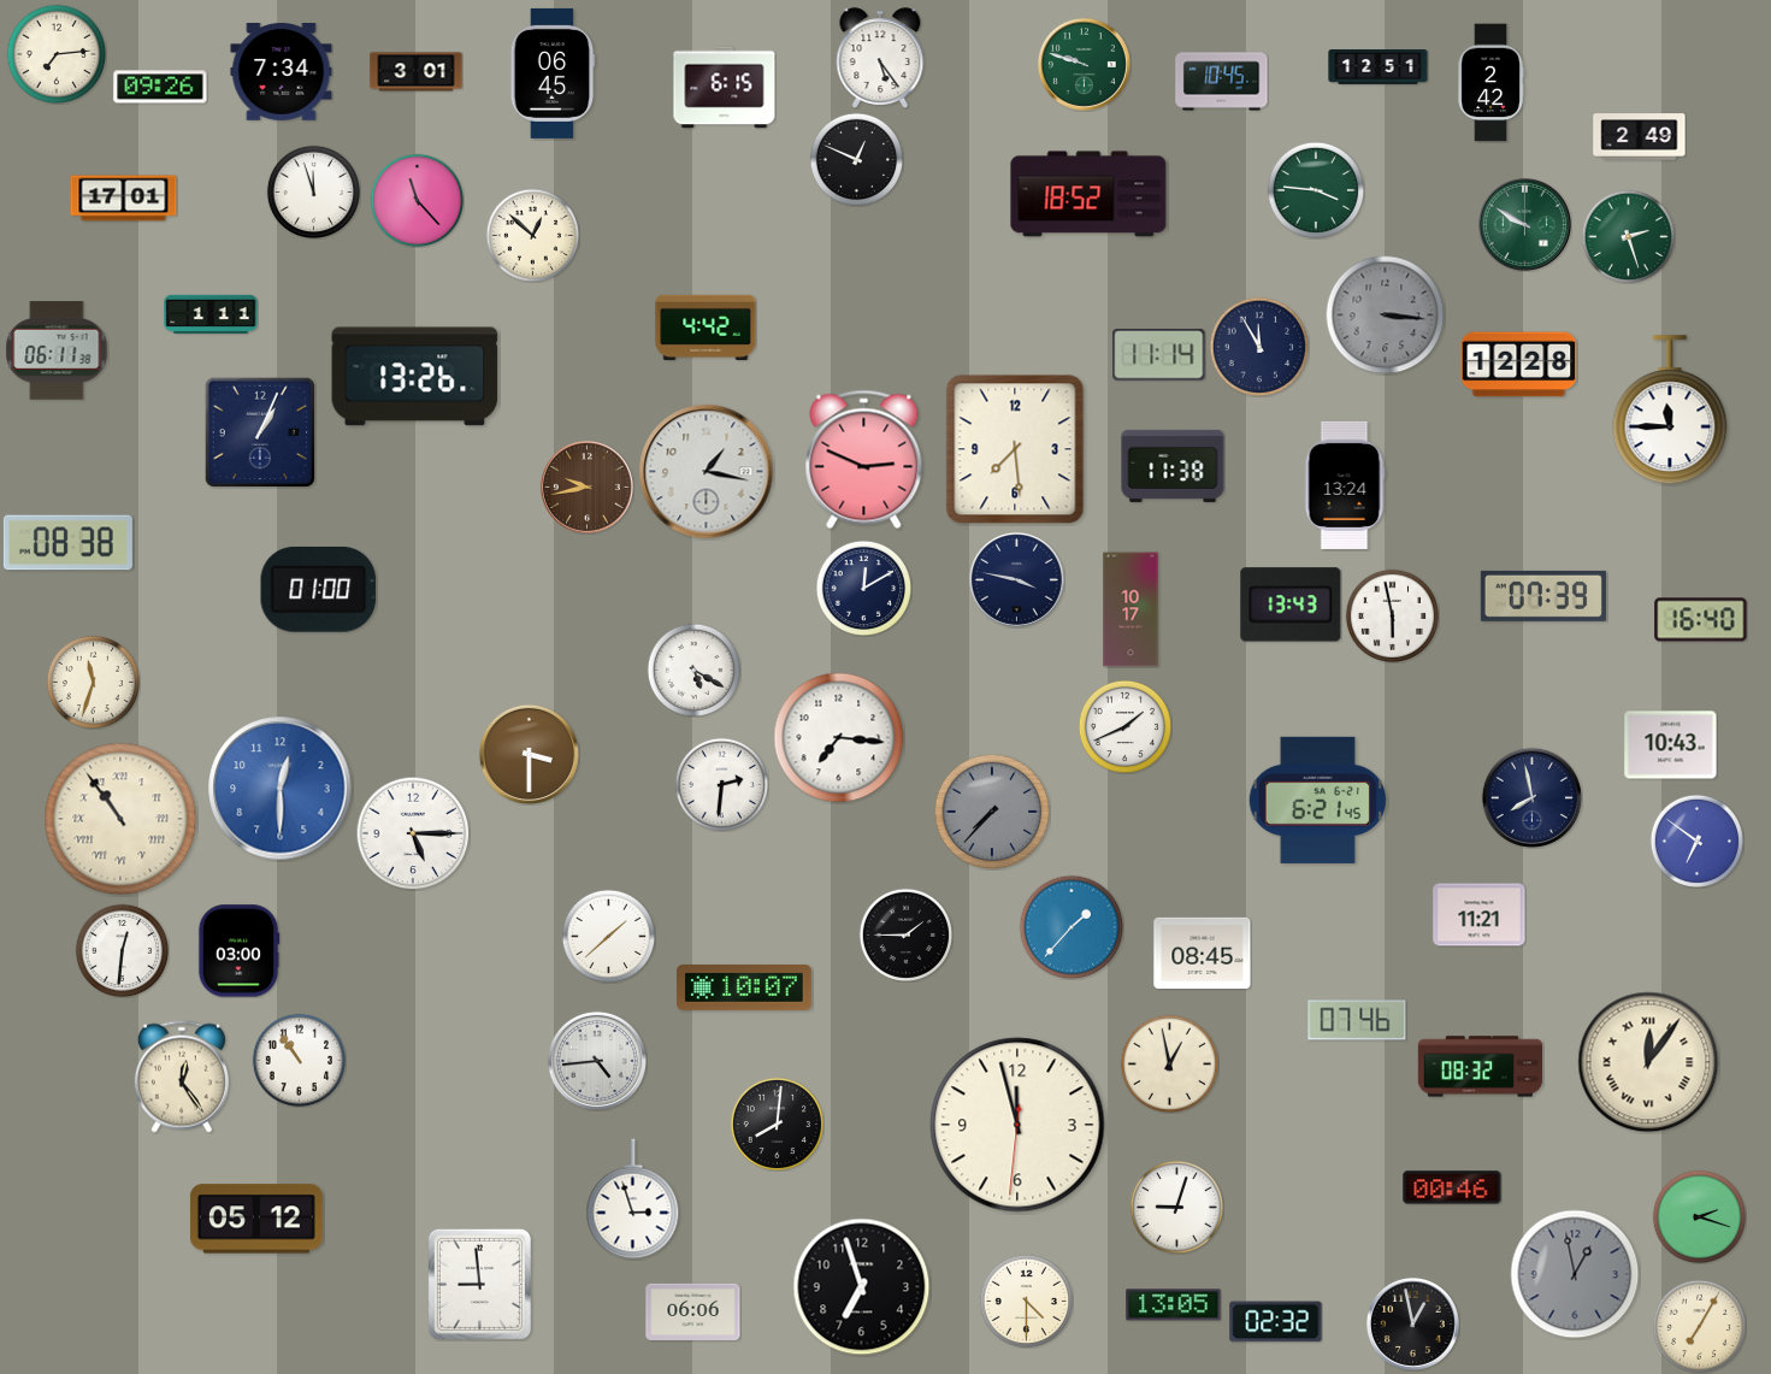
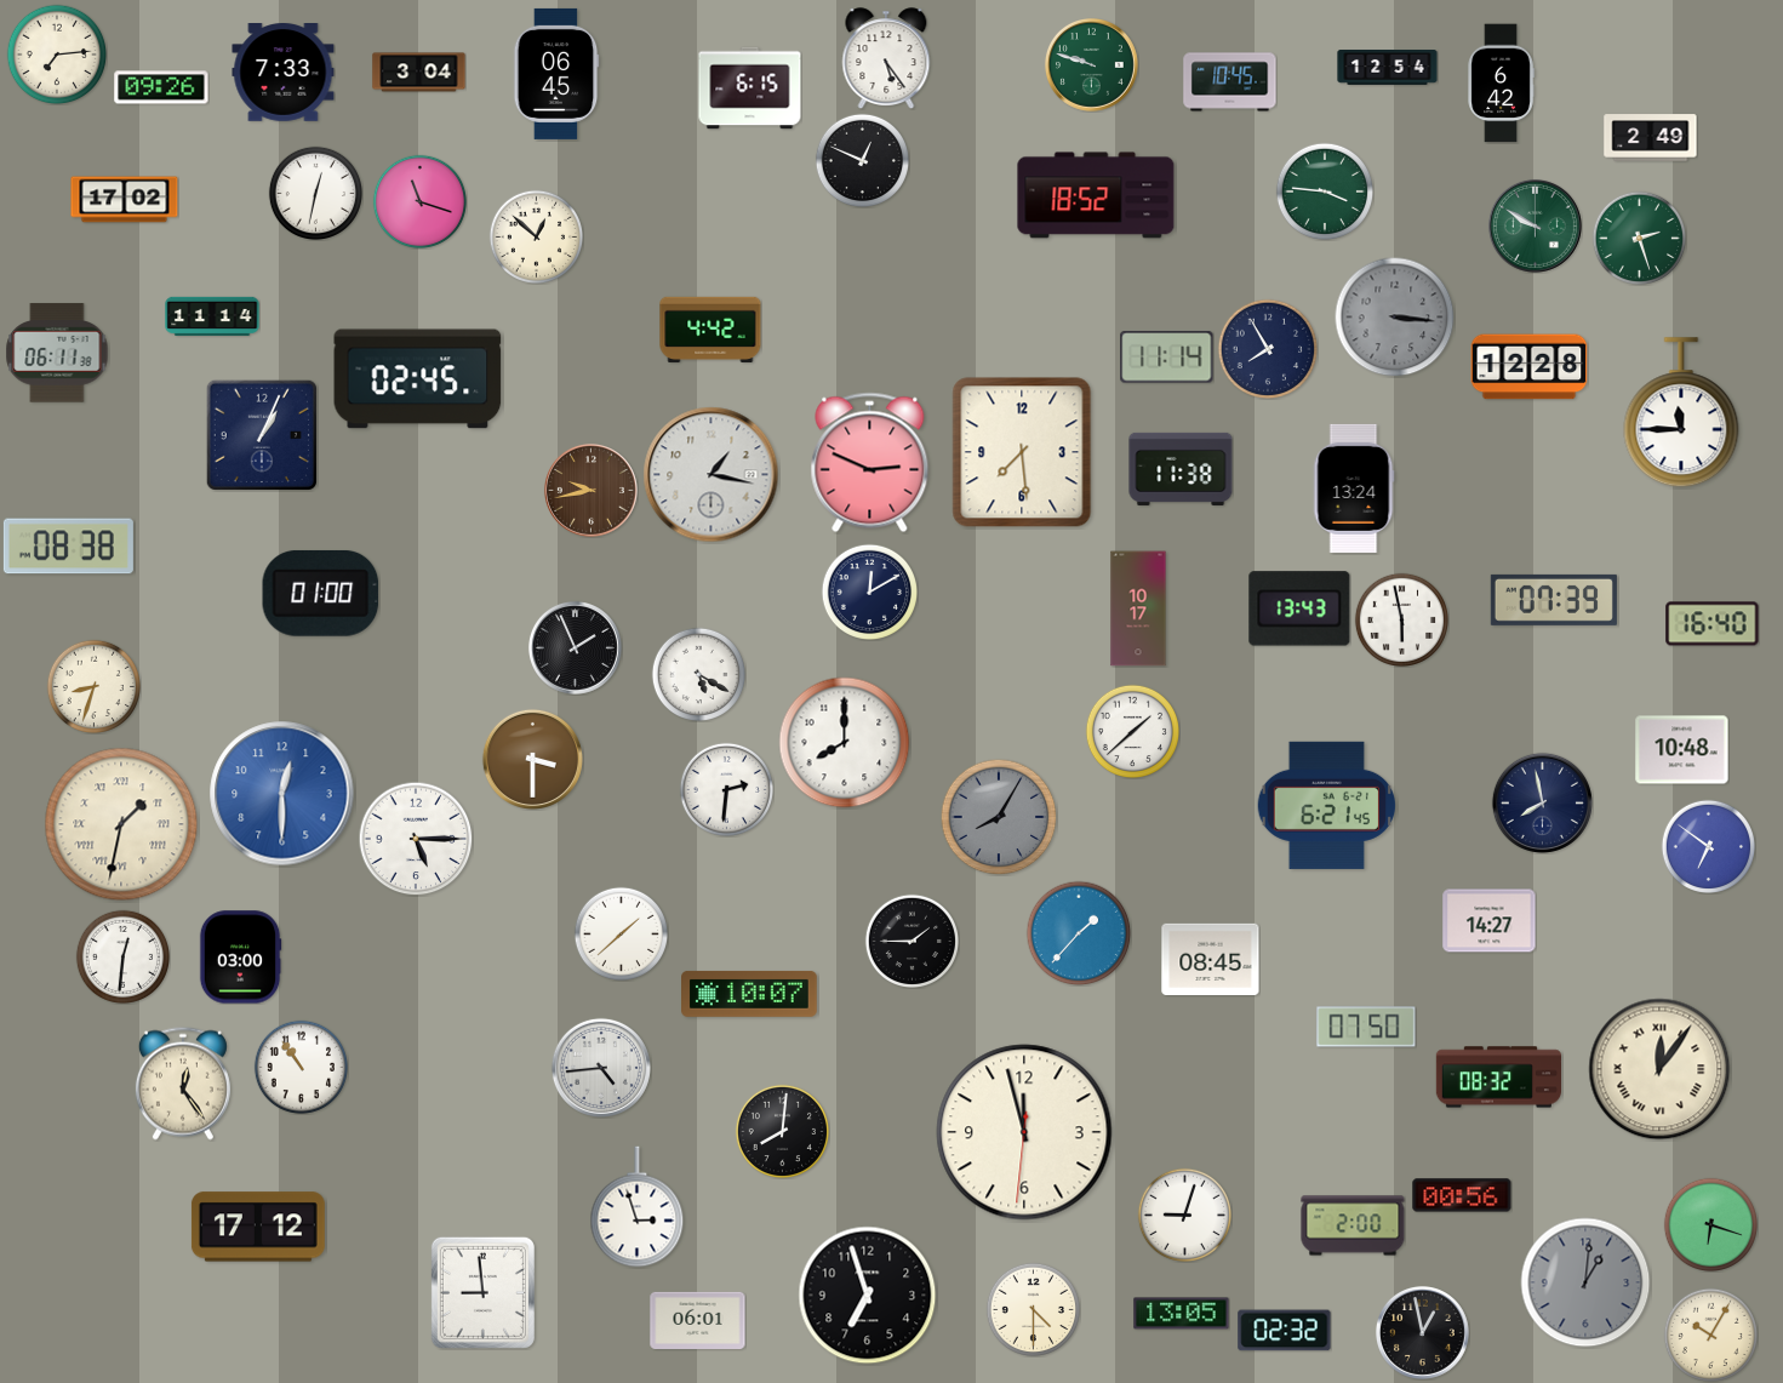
clock at (1379, 67): 12:51 -> 12:54
clock at (282, 72): 7:34 -> 7:33
clock at (417, 72): 3:01 -> 3:04
clock at (1490, 83): 2:42 -> 6:42
clock at (725, 88) position: (725, 88) -> (750, 88)
clock at (313, 191): 11:57 -> 12:32
clock at (124, 199): 17:01 -> 17:02
clock at (417, 200): 11:23 -> 11:18
clock at (211, 314): 1:11 -> 11:14
clock at (1259, 347): 11:55 -> 7:55
clock at (415, 377): 13:26 -> 02:45
clock at (1016, 579): 3:47 -> none
clock at (1131, 609) position: (1131, 609) -> (1138, 608)
clock at (575, 647): none -> 1:56
clock at (93, 682): 11:33 -> 8:33
clock at (1124, 726): 1:41 -> 1:38
clock at (839, 738): 7:16 -> 8:00
clock at (1671, 745): 10:43 -> 10:48
clock at (992, 812): 7:37 -> 8:05
clock at (120, 819): 10:54 -> 1:32
clock at (1480, 915): 11:21 -> 14:27
clock at (608, 936) position: (608, 936) -> (621, 933)
clock at (1357, 1020): 07:46 -> 07:50
clock at (1169, 1063): 12:58 -> none
clock at (1480, 1067) position: (1480, 1067) -> (1498, 1078)
clock at (1452, 1187): 00:46 -> 00:56
clock at (1699, 1216): 2:18 -> 6:18
clock at (1353, 1225): none -> 2:00
clock at (256, 1219): 05:12 -> 17:12
clock at (1575, 1274): 12:58 -> 1:01
clock at (693, 1311): 06:06 -> 06:01
clock at (1699, 1326): 7:05 -> 10:05
